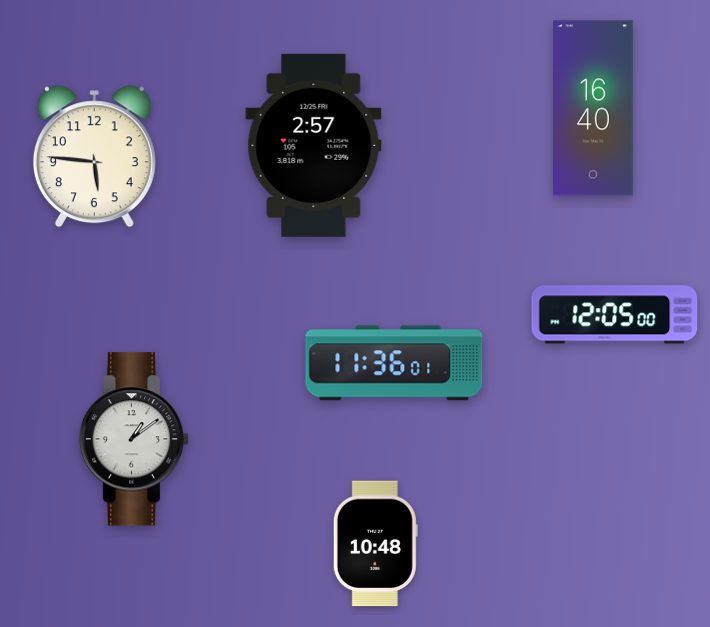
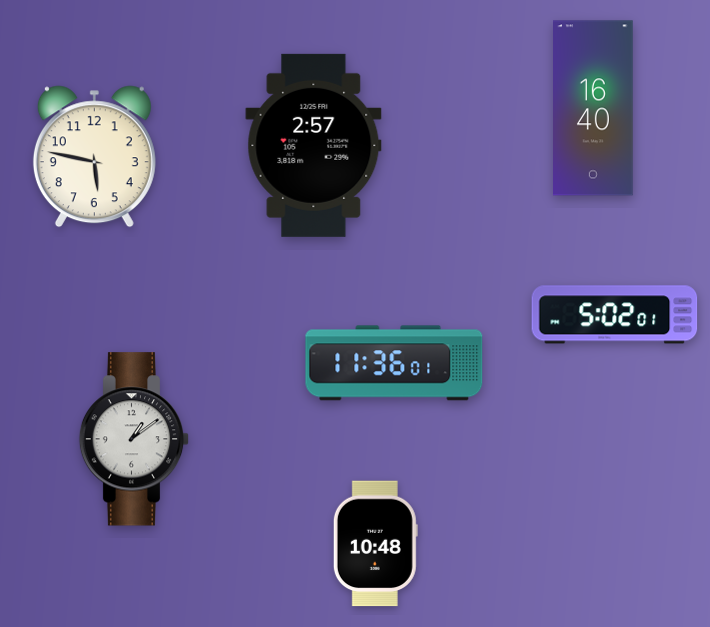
clock at (94, 157): 5:46 -> 5:47
clock at (615, 315): 12:05 -> 5:02
